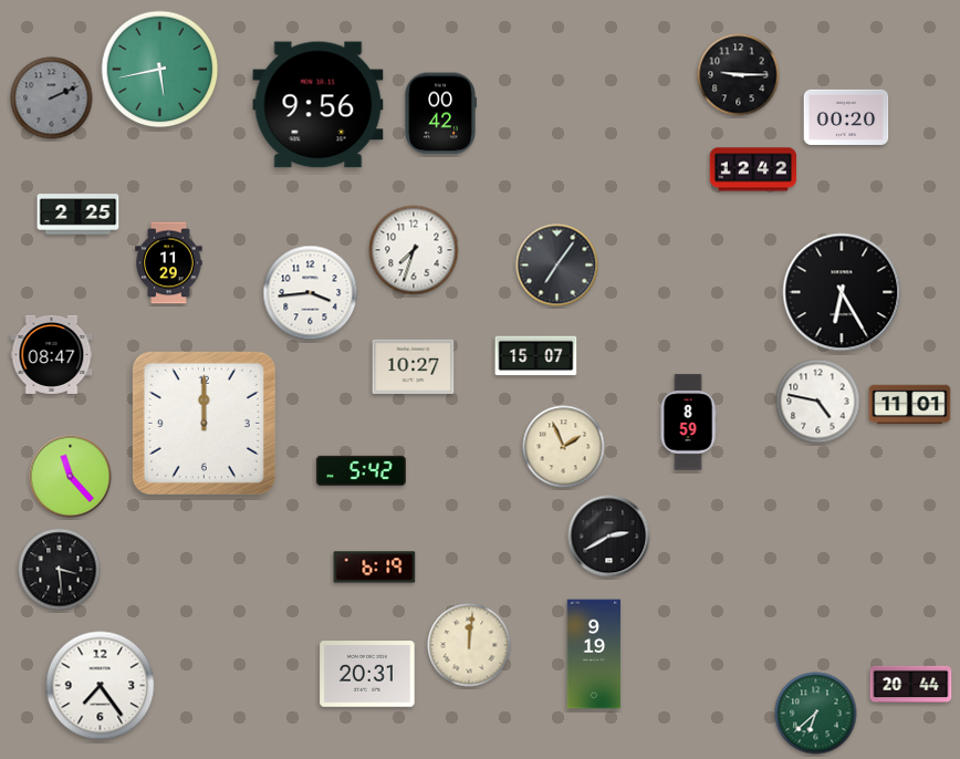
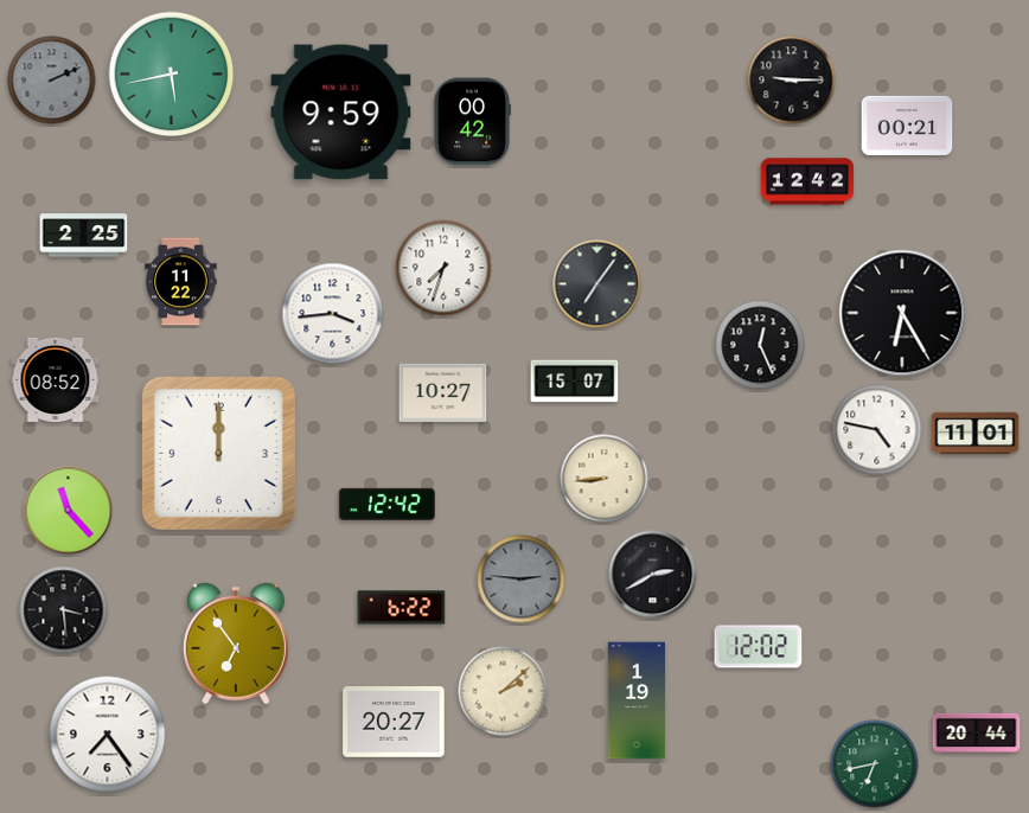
clock at (52, 98) position: (52, 98) -> (52, 81)
clock at (319, 105): 9:56 -> 9:59
clock at (846, 117): 00:20 -> 00:21
clock at (79, 215) position: (79, 215) -> (84, 236)
clock at (169, 263): 11:29 -> 11:22
clock at (760, 345): none -> 12:26
clock at (52, 354): 08:47 -> 08:52
clock at (688, 423): 8:59 -> none
clock at (564, 447): 1:56 -> 8:44
clock at (361, 470): 5:42 -> 12:42
clock at (71, 477) position: (71, 477) -> (69, 511)
clock at (522, 580): none -> 2:46
clock at (375, 568): 6:19 -> 6:22
clock at (236, 644): none -> 6:54
clock at (759, 647): none -> 12:02
clock at (469, 645): 12:01 -> 2:08
clock at (594, 654): 9:19 -> 1:19
clock at (367, 674): 20:31 -> 20:27
clock at (816, 714): 6:38 -> 6:43
